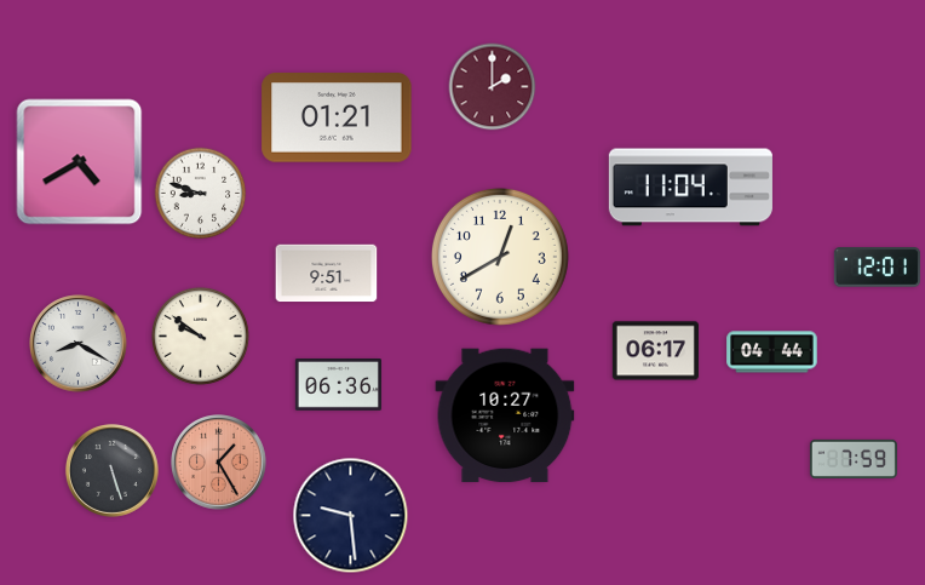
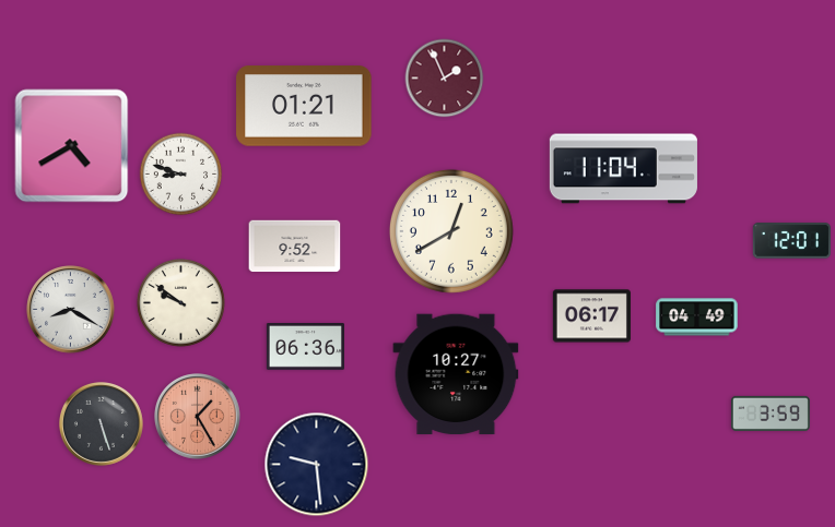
clock at (493, 87): 2:00 -> 1:56
clock at (327, 274): 9:51 -> 9:52
clock at (772, 352): 04:44 -> 04:49
clock at (854, 459): 7:59 -> 3:59
